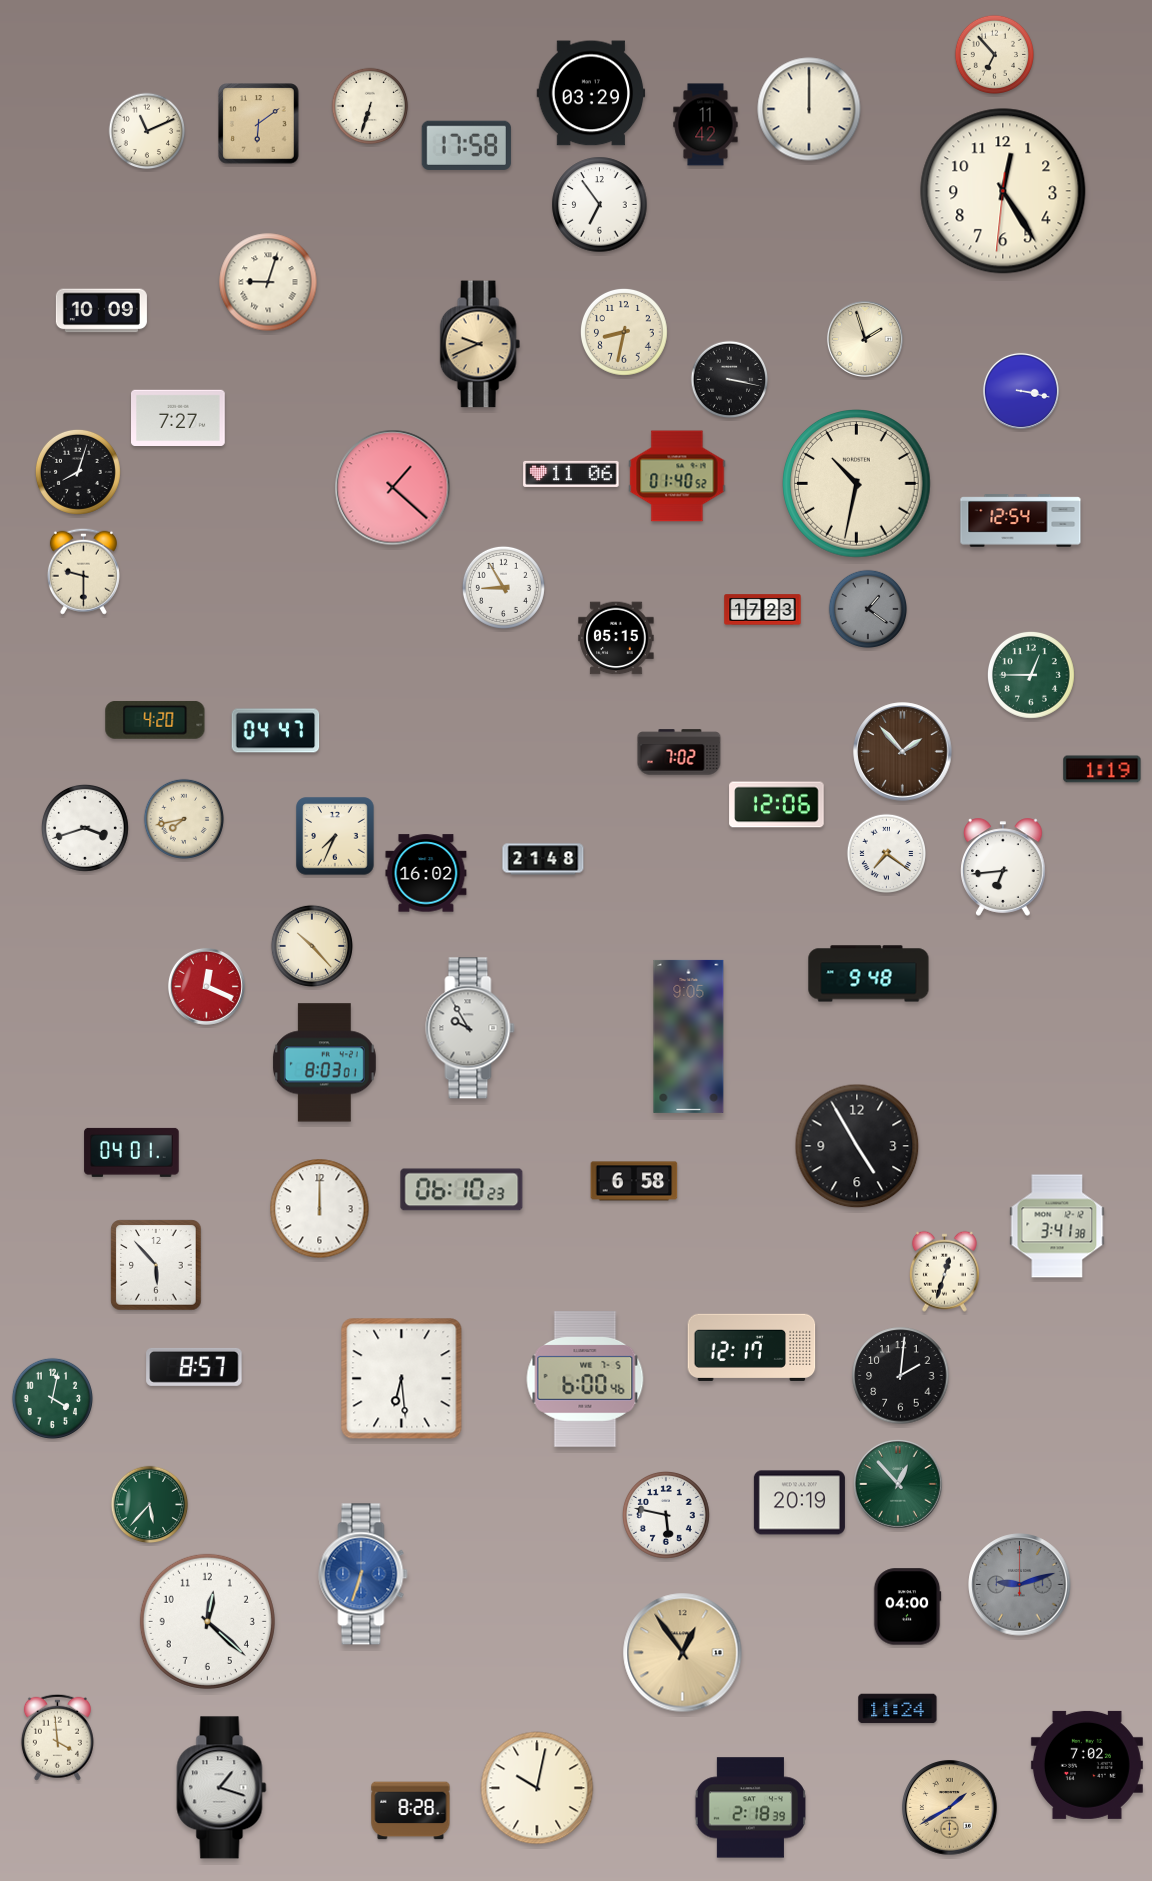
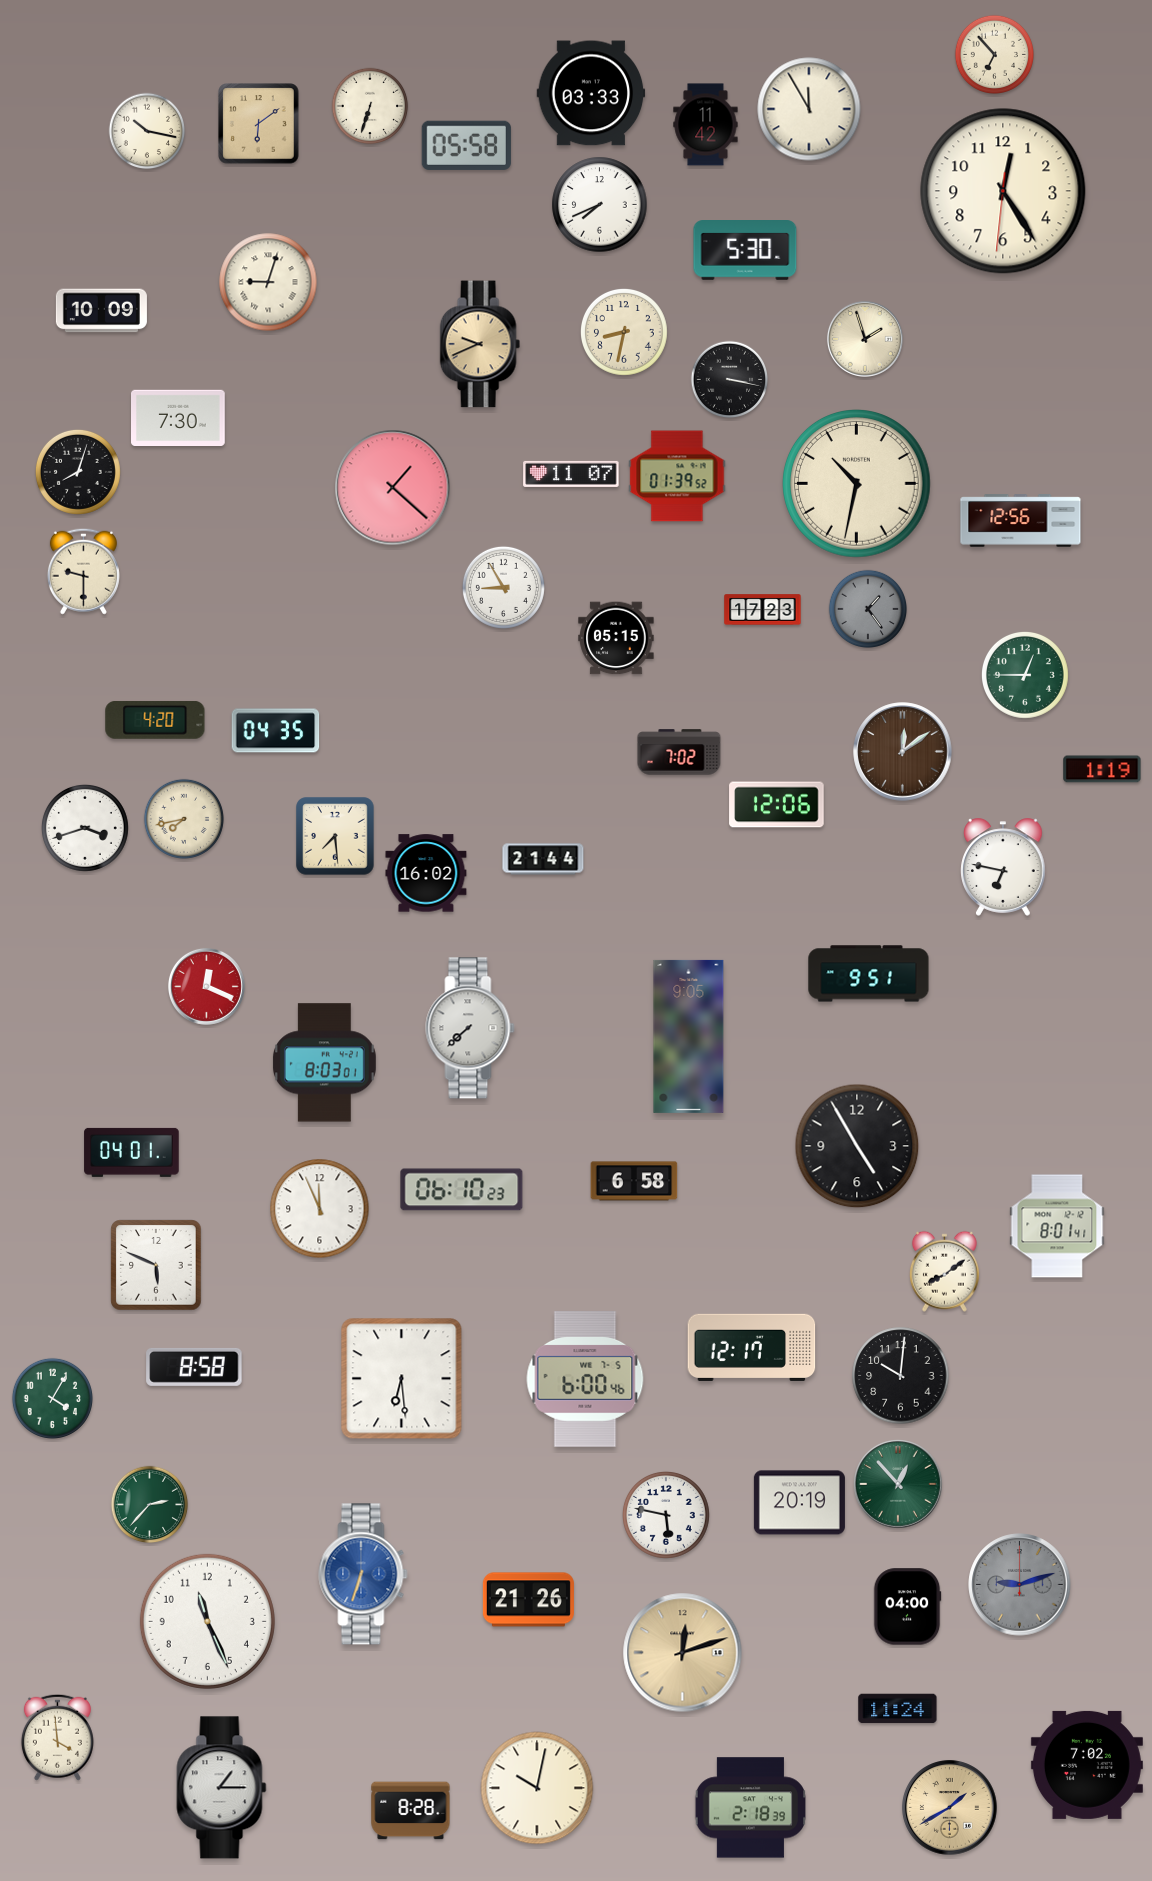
clock at (591, 93): 03:29 -> 03:33
clock at (809, 109): 12:00 -> 11:55
clock at (147, 131): 11:11 -> 10:17
clock at (466, 145): 17:58 -> 05:58
clock at (600, 205): 6:54 -> 7:41
clock at (745, 251): none -> 5:30
clock at (1021, 391): 3:17 -> none
clock at (179, 417): 7:27 -> 7:30
clock at (571, 474): 11:06 -> 11:07
clock at (677, 476): 01:40 -> 01:39
clock at (1021, 521): 12:54 -> 12:56
clock at (868, 609): 1:21 -> 1:24
clock at (1031, 675) position: (1031, 675) -> (1025, 675)
clock at (276, 731): 04:47 -> 04:35
clock at (903, 752): 1:53 -> 12:09
clock at (335, 836): 7:34 -> 7:29
clock at (886, 853): 7:21 -> none
clock at (543, 859): 21:48 -> 21:44
clock at (1003, 867): 6:44 -> 6:47
clock at (312, 946): 10:23 -> none
clock at (869, 974): 9:48 -> 9:51
clock at (470, 1028): 9:55 -> 7:38
clock at (320, 1209): 12:00 -> 11:56
clock at (1057, 1226): 3:41 -> 8:01
clock at (156, 1265): 5:53 -> 5:49
clock at (944, 1271): 12:33 -> 8:09
clock at (194, 1367): 8:57 -> 8:58
clock at (901, 1376): 2:01 -> 10:01
clock at (52, 1398): 4:02 -> 4:05
clock at (150, 1505): 5:37 -> 2:37
clock at (528, 1600): none -> 21:26
clock at (207, 1621): 12:22 -> 11:26
clock at (683, 1653): 12:54 -> 12:12
clock at (222, 1788): 1:18 -> 1:15
